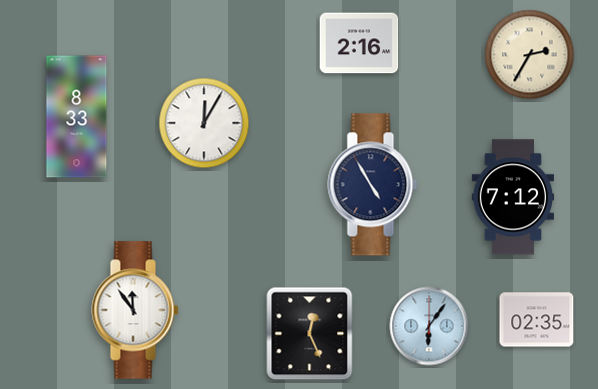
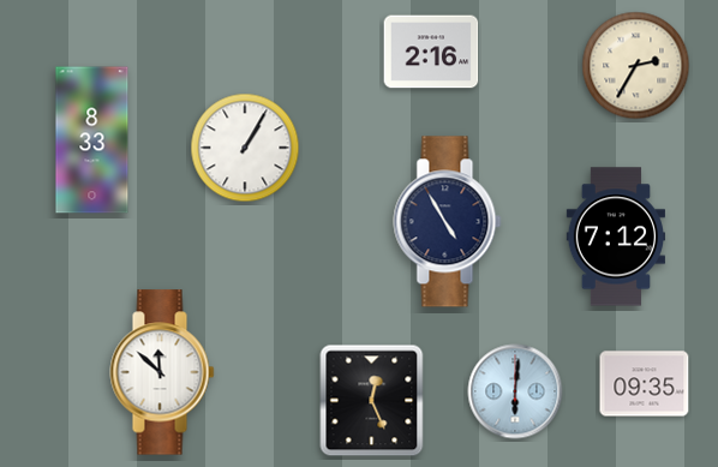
clock at (204, 123): 12:05 -> 1:05
clock at (135, 310): 11:54 -> 11:52
clock at (537, 320): 02:35 -> 09:35
clock at (429, 326): 6:06 -> 6:01
